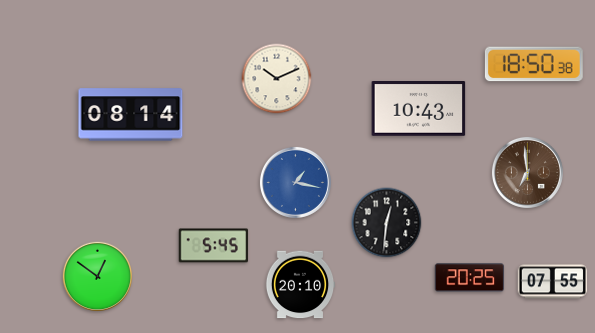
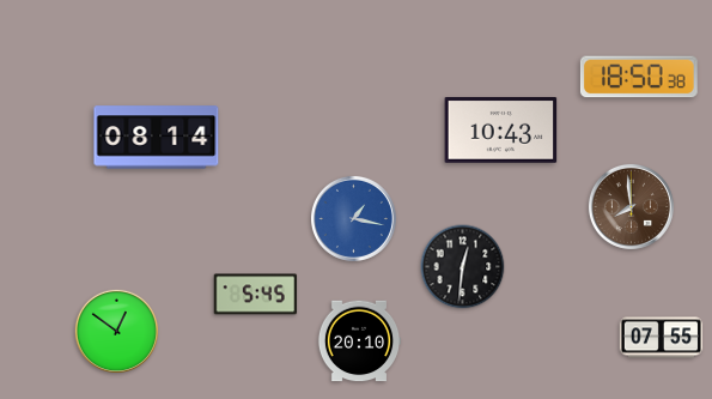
clock at (277, 79): 10:11 -> none
clock at (527, 172): 6:59 -> 7:59
clock at (470, 278): 20:25 -> none
